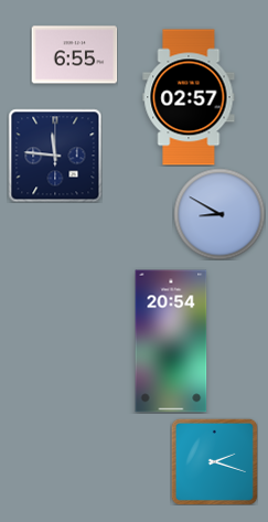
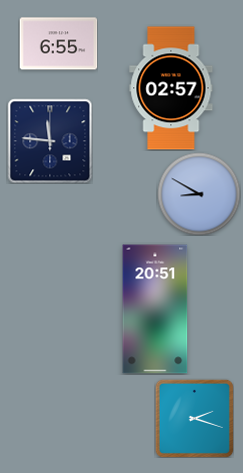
clock at (74, 55) position: (74, 55) -> (58, 44)
clock at (171, 341): 20:54 -> 20:51
